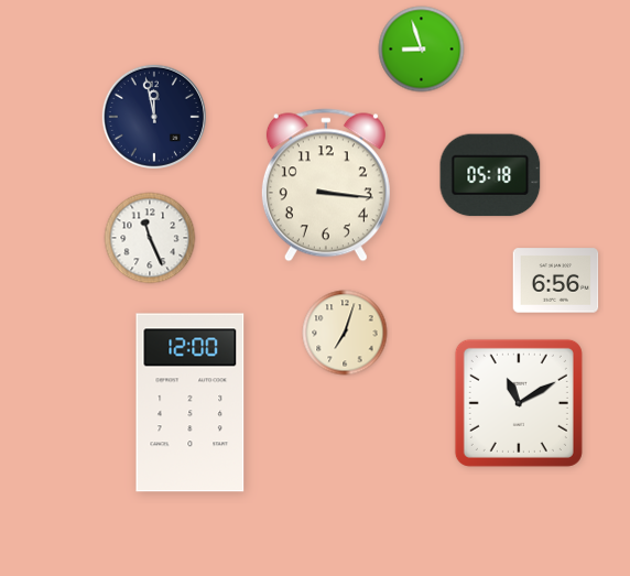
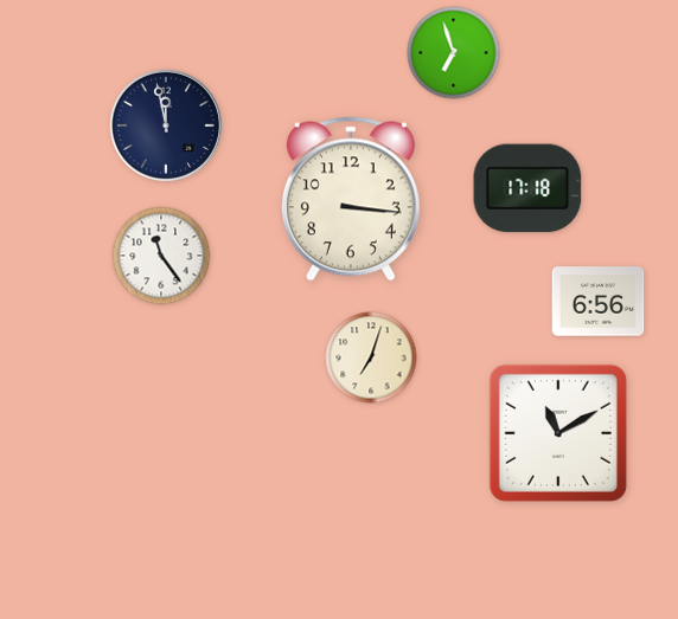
clock at (422, 50): 8:57 -> 6:57
clock at (490, 175): 05:18 -> 17:18
clock at (150, 238): 11:26 -> 11:24
clock at (191, 403): 12:00 -> none
